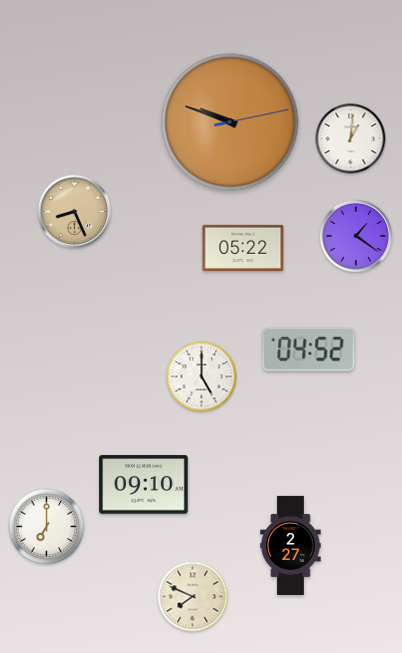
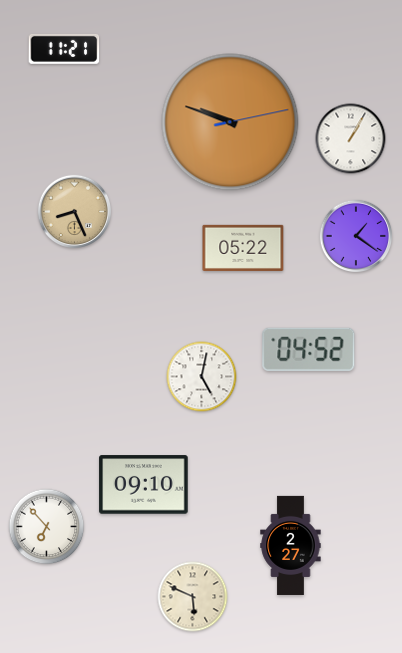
clock at (64, 49): none -> 11:21
clock at (351, 139): 1:01 -> 1:05
clock at (202, 377): 5:00 -> 5:02
clock at (47, 527): 7:00 -> 6:53
clock at (193, 597): 7:49 -> 5:49
